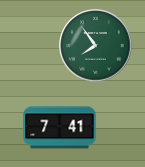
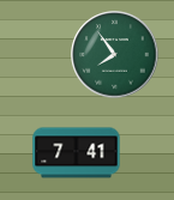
clock at (60, 128) position: (60, 128) -> (77, 153)
